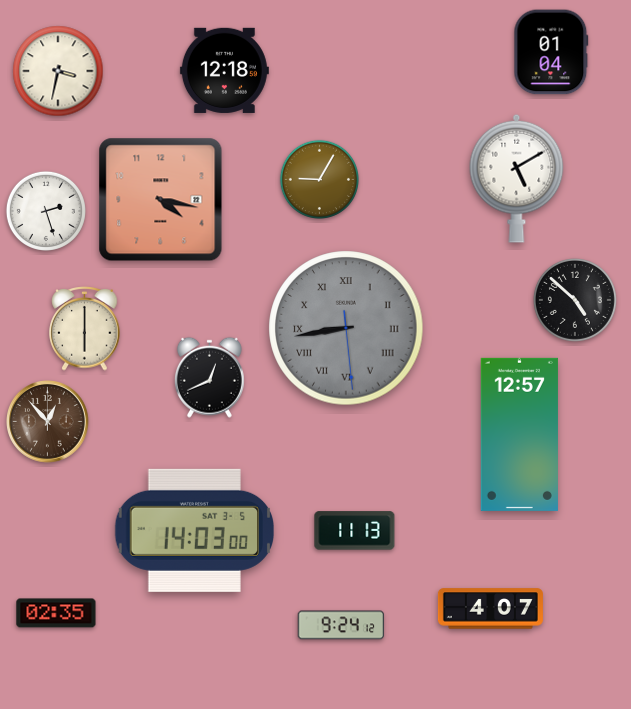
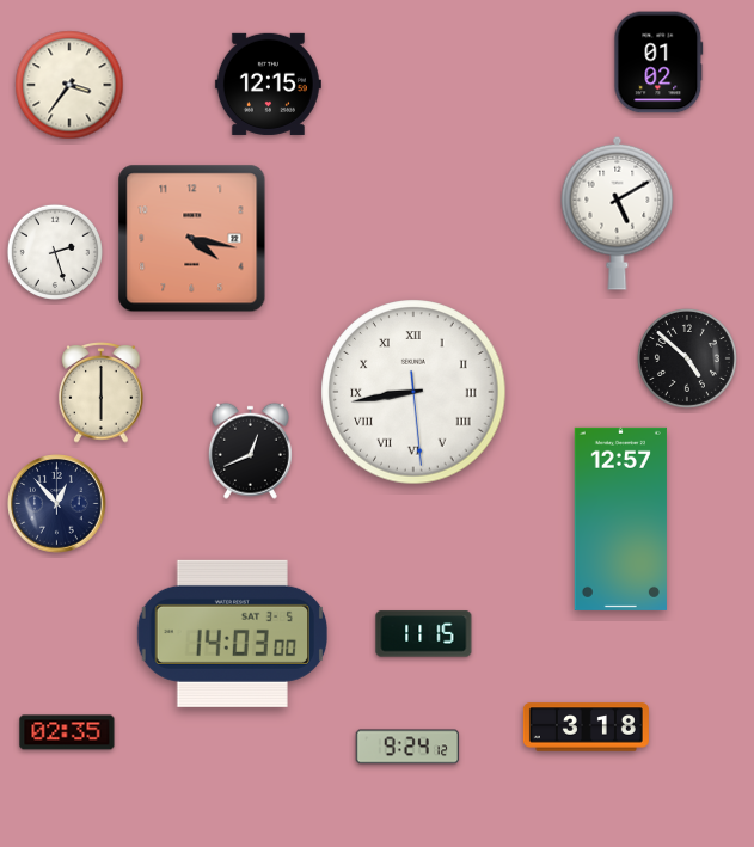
clock at (551, 52): 01:04 -> 01:02
clock at (224, 70): 12:18 -> 12:15
clock at (58, 71): 3:32 -> 3:36
clock at (319, 179): 9:05 -> none
clock at (346, 328) dial: grey -> white
clock at (48, 422) dial: brown -> navy
clock at (355, 531): 11:13 -> 11:15
clock at (490, 609): 4:07 -> 3:18
